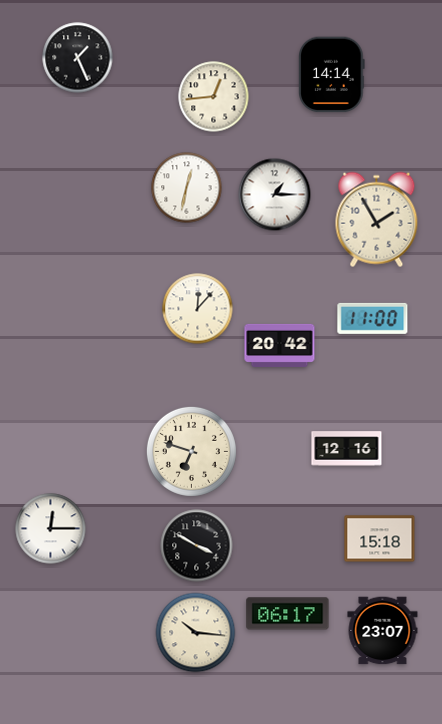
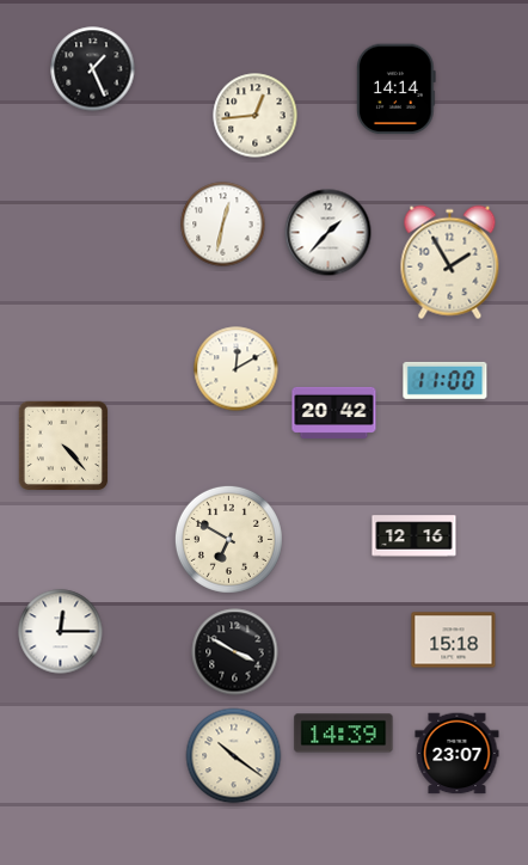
clock at (275, 195): 1:15 -> 1:37
clock at (198, 309): 12:07 -> 12:10
clock at (63, 446): none -> 4:23
clock at (191, 451): 6:48 -> 6:50
clock at (380, 539) position: (380, 539) -> (454, 640)
clock at (288, 614): 06:17 -> 14:39
clock at (196, 633): 10:16 -> 10:21
